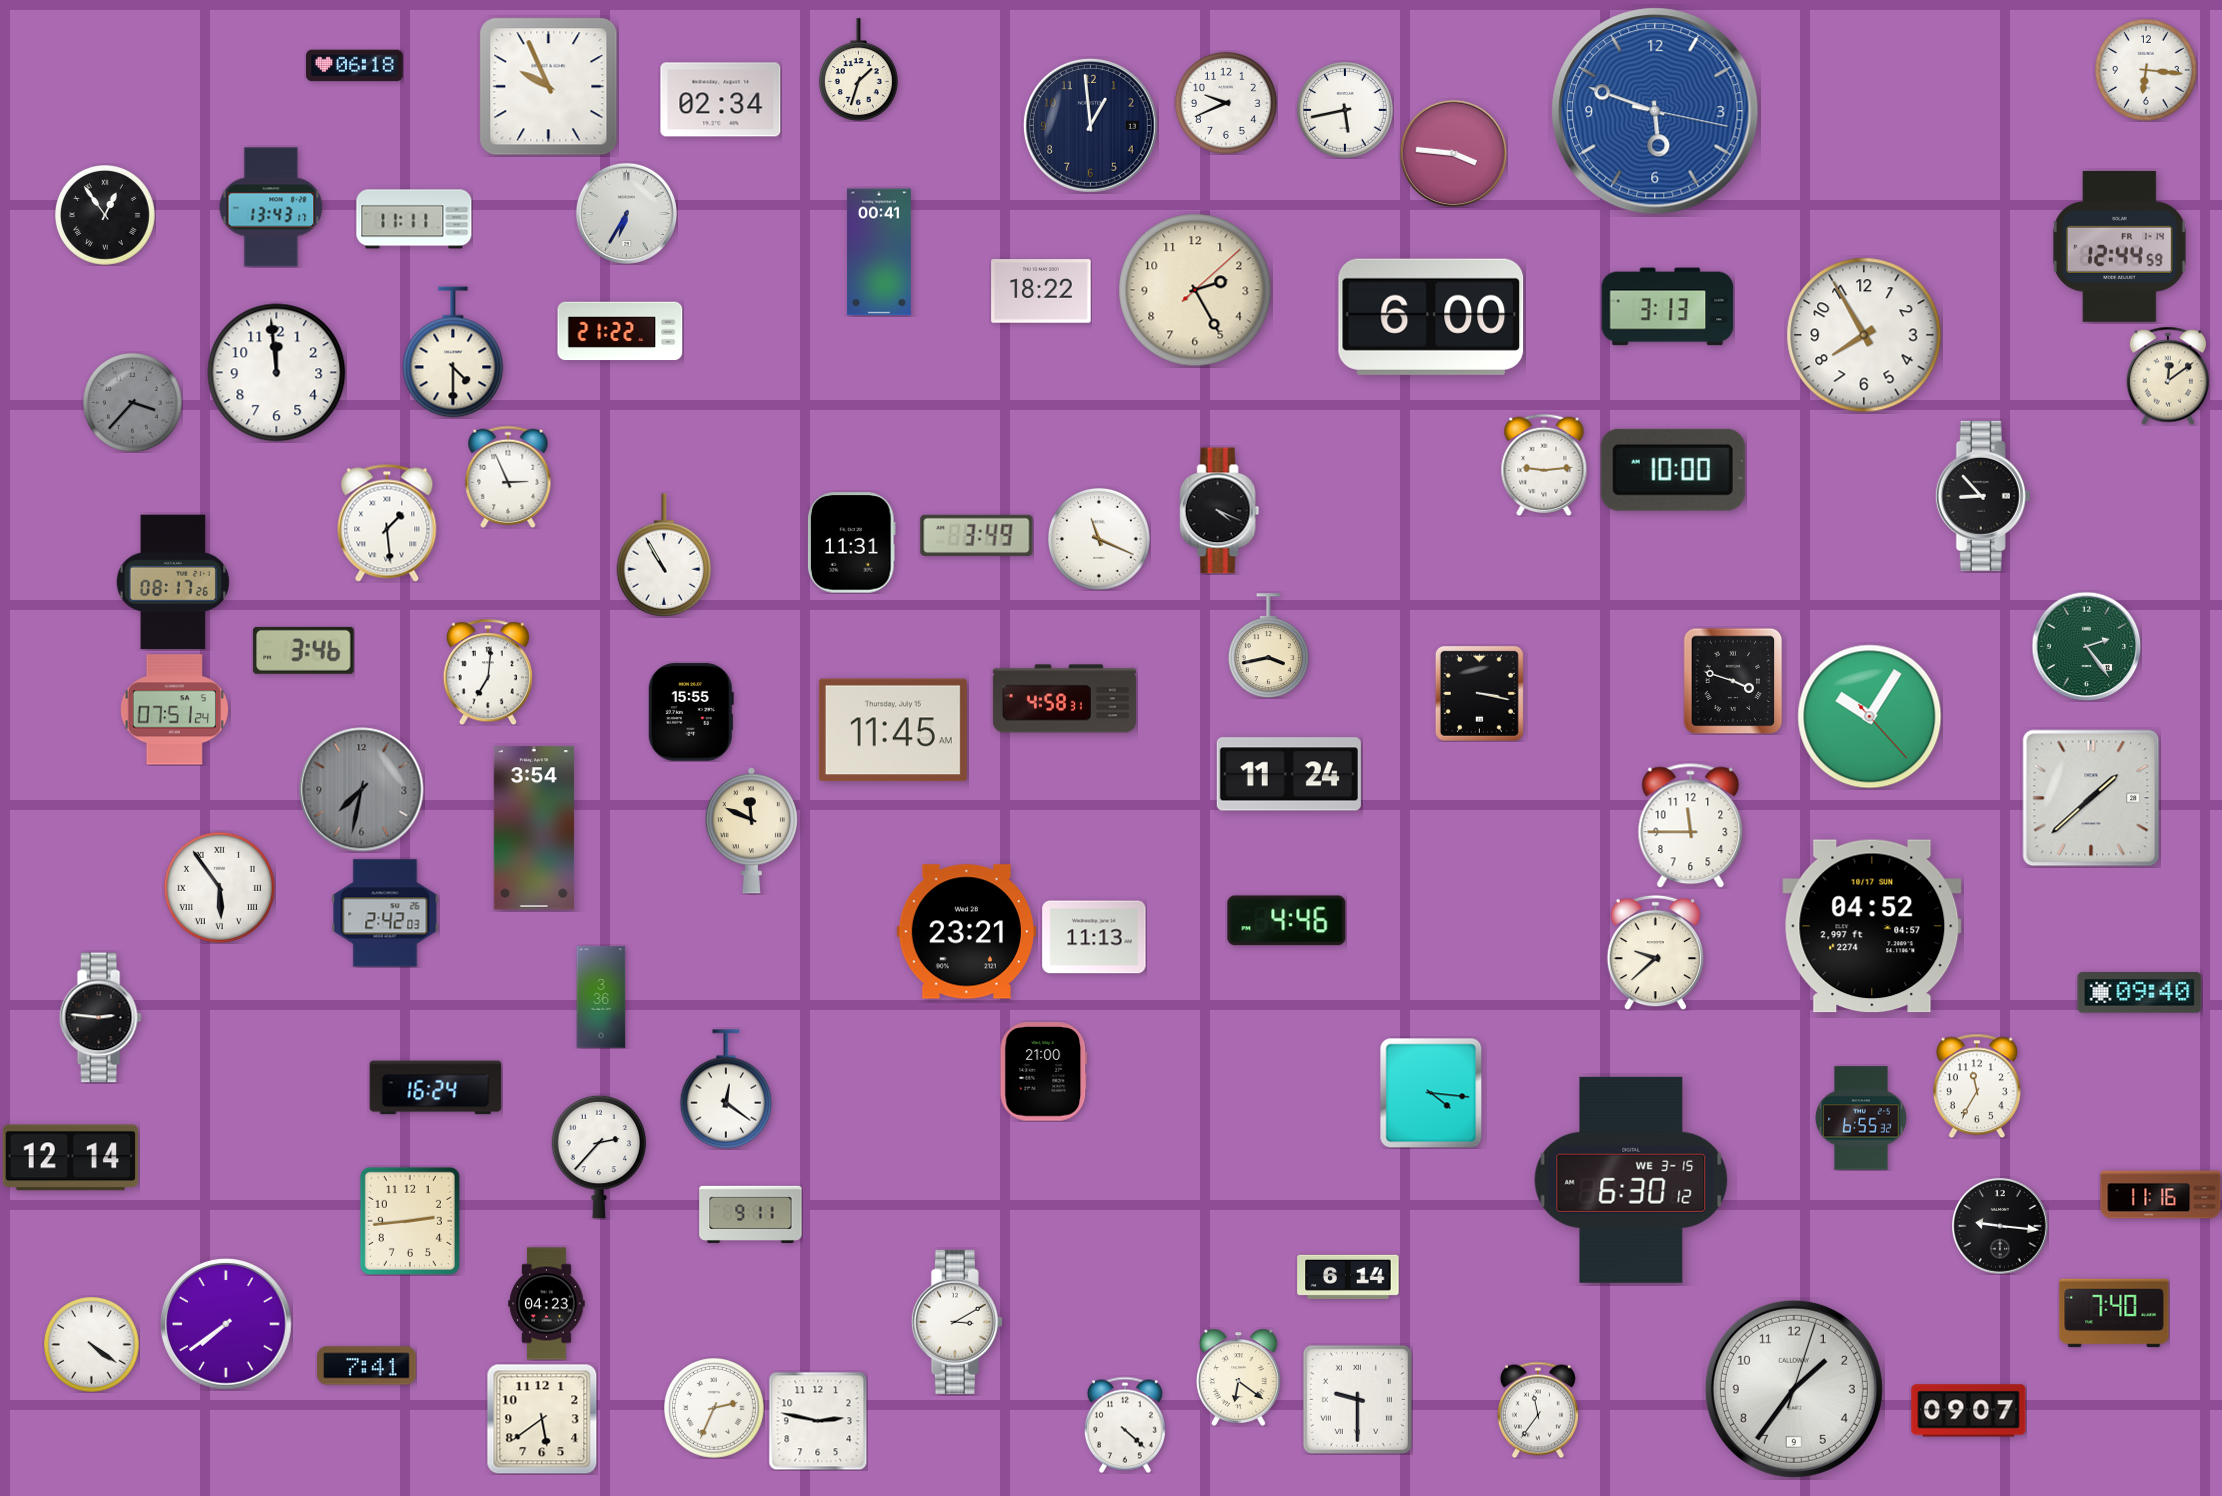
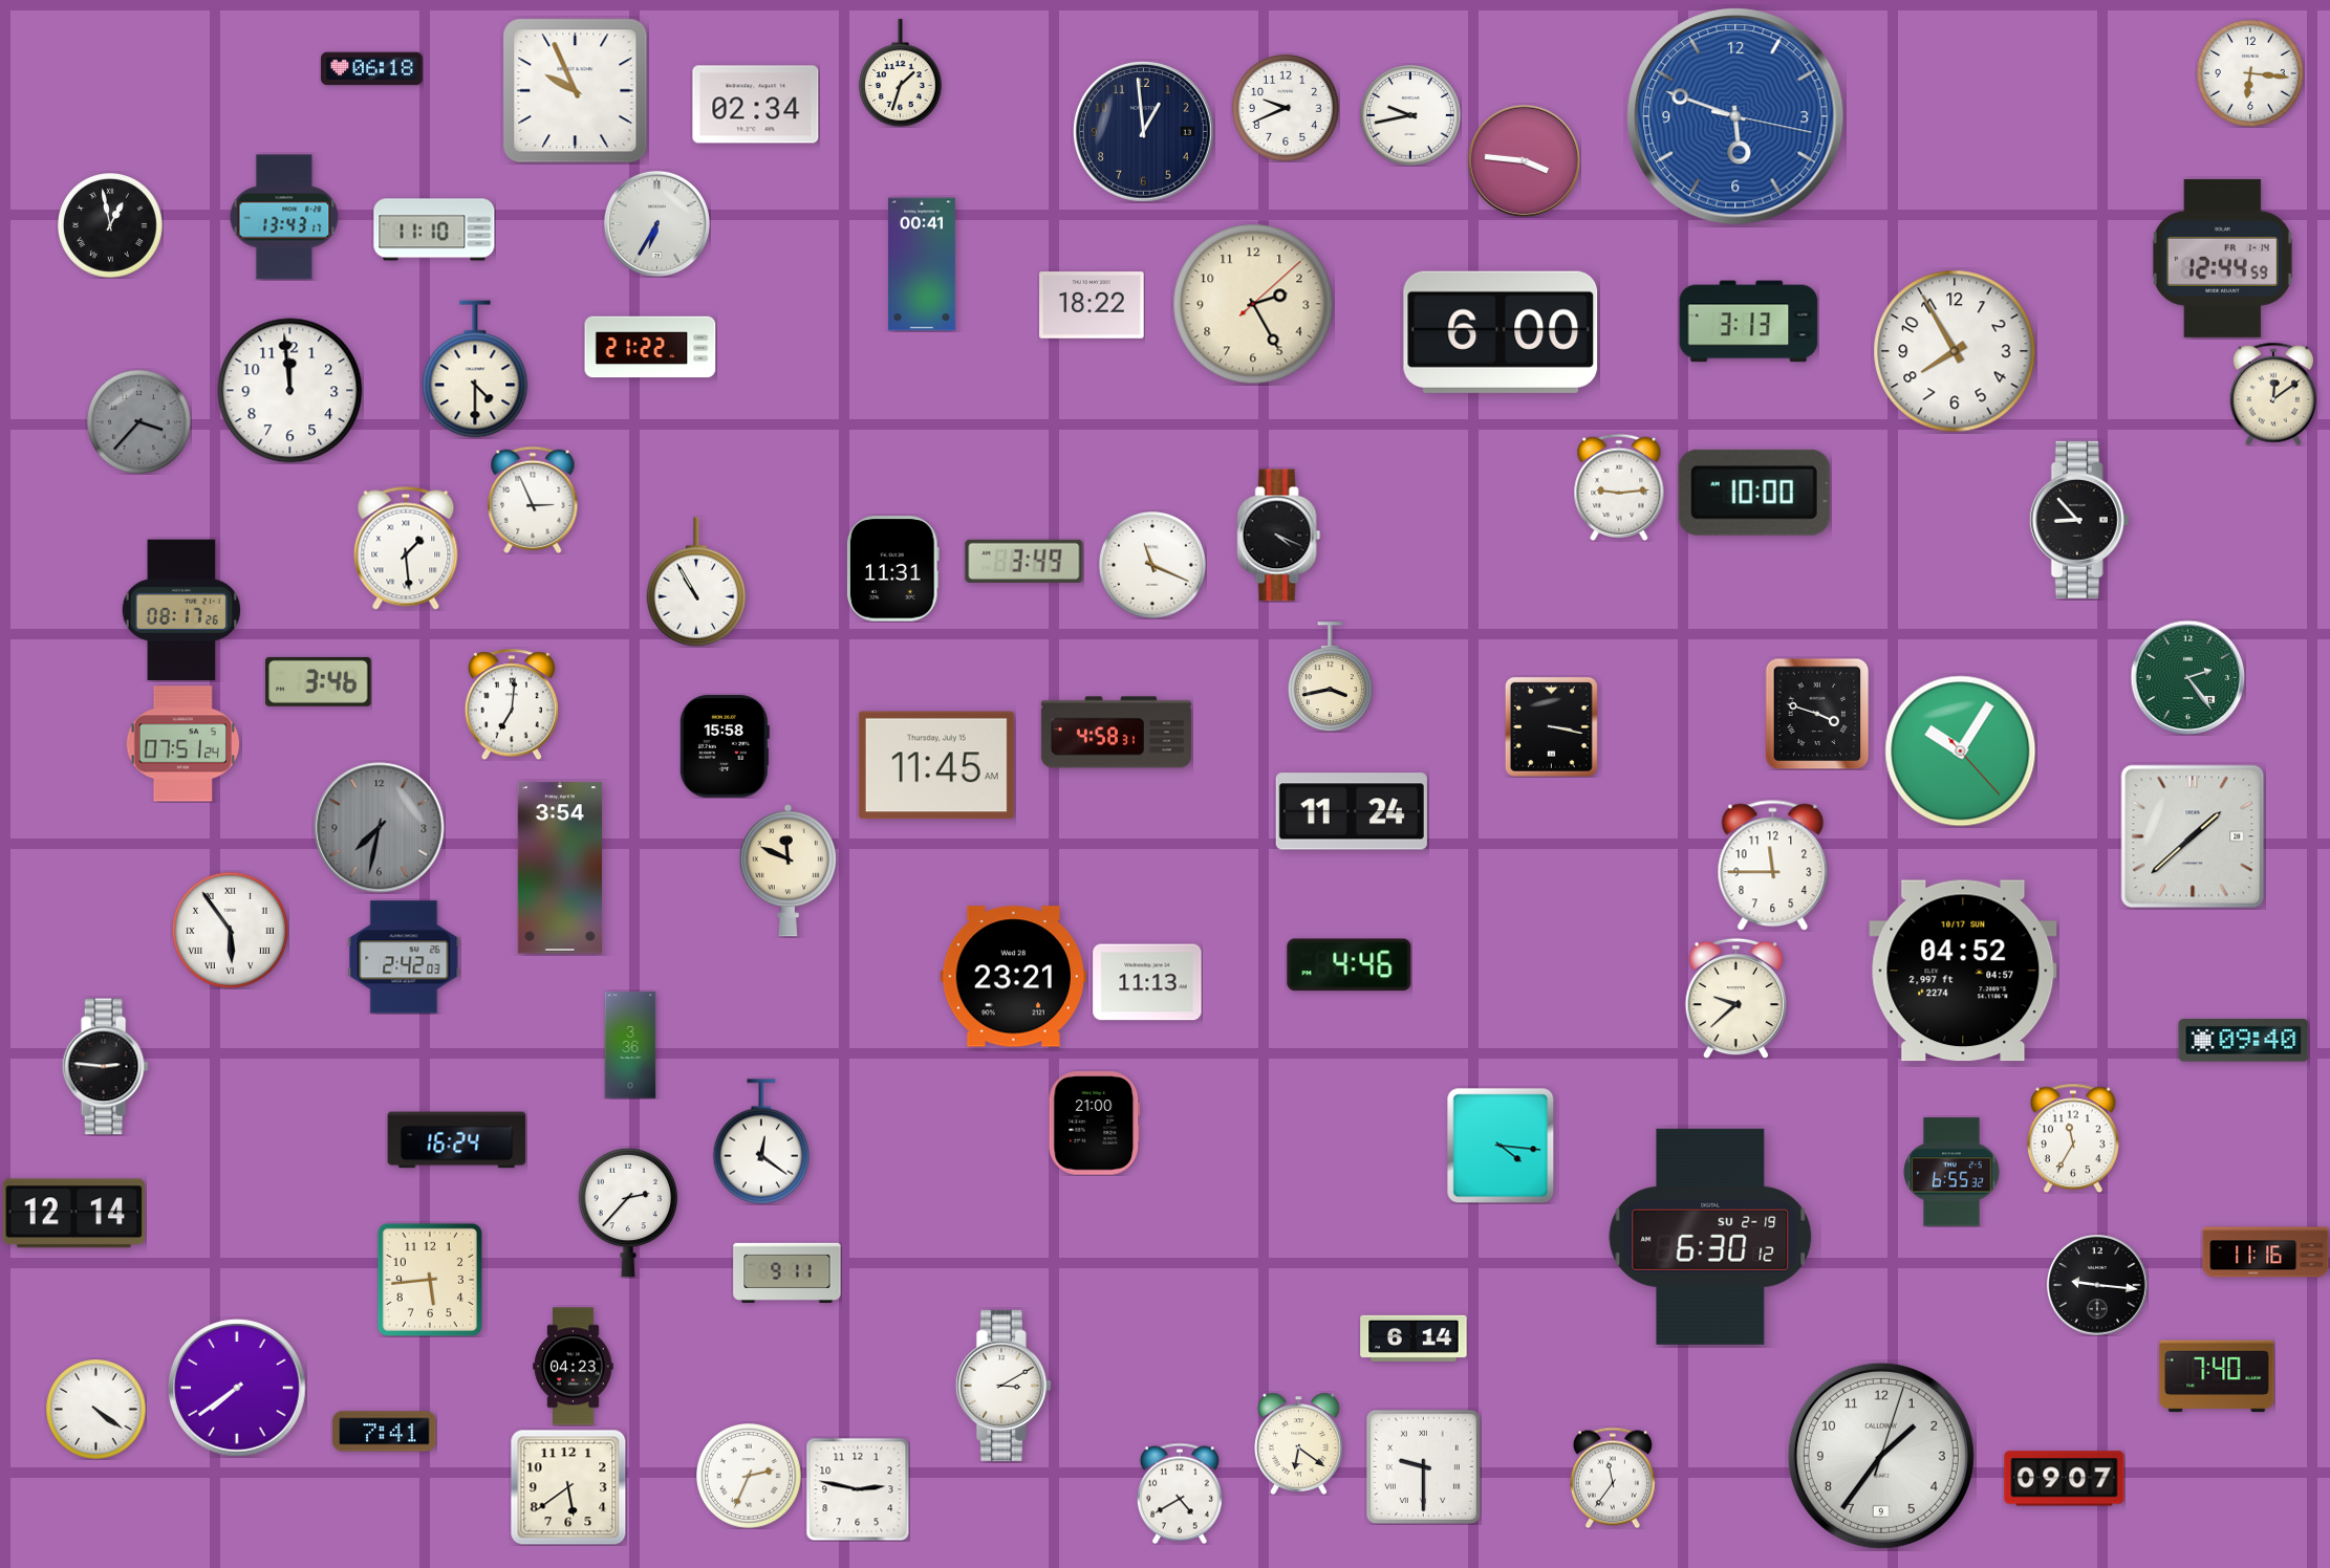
clock at (1345, 110): 5:43 -> 9:43
clock at (106, 216): 12:54 -> 12:58
clock at (414, 219): 11:11 -> 11:10
clock at (691, 712): 15:55 -> 15:58
clock at (1631, 1180) date: WE 3-15 -> SU 2-19
clock at (410, 1221): 2:44 -> 5:44
clock at (1125, 1425): 4:22 -> 4:40
